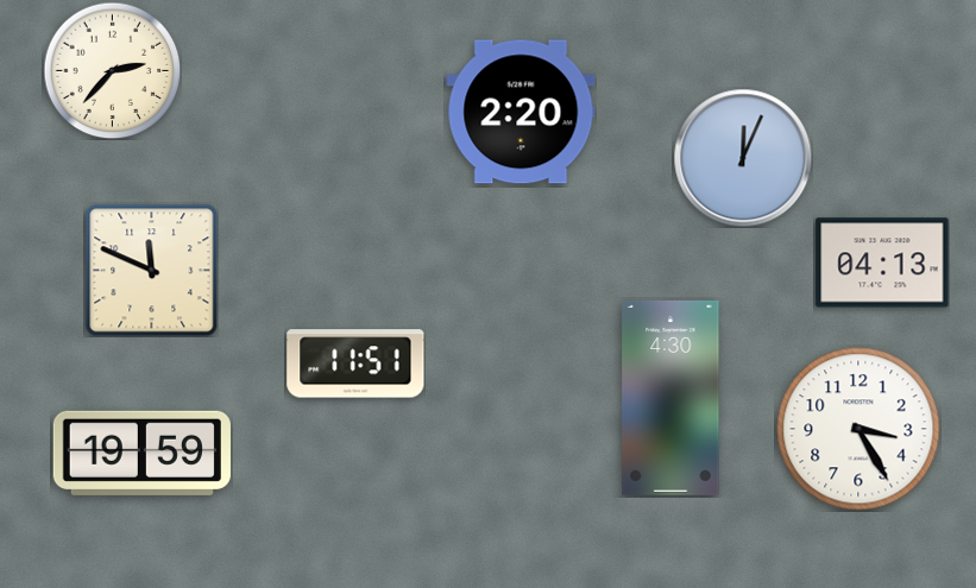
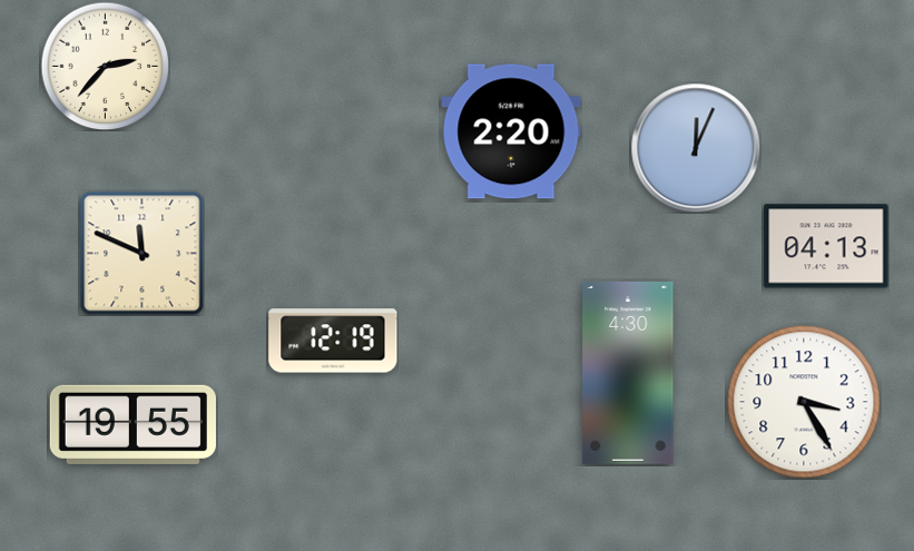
clock at (521, 112) position: (521, 112) -> (511, 131)
clock at (355, 363): 11:51 -> 12:19
clock at (141, 453): 19:59 -> 19:55
